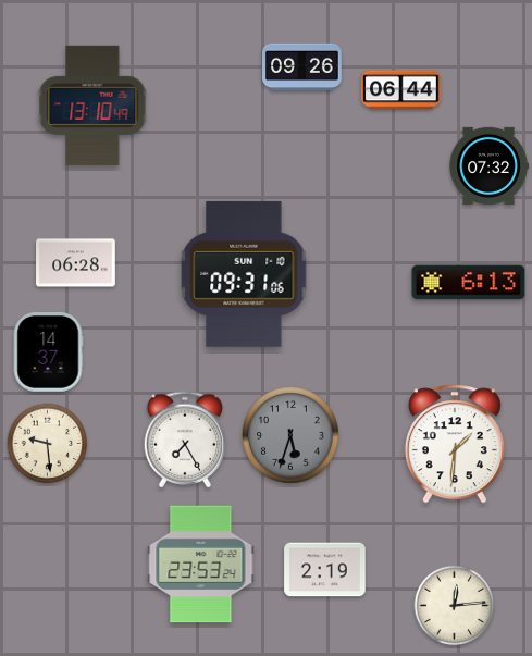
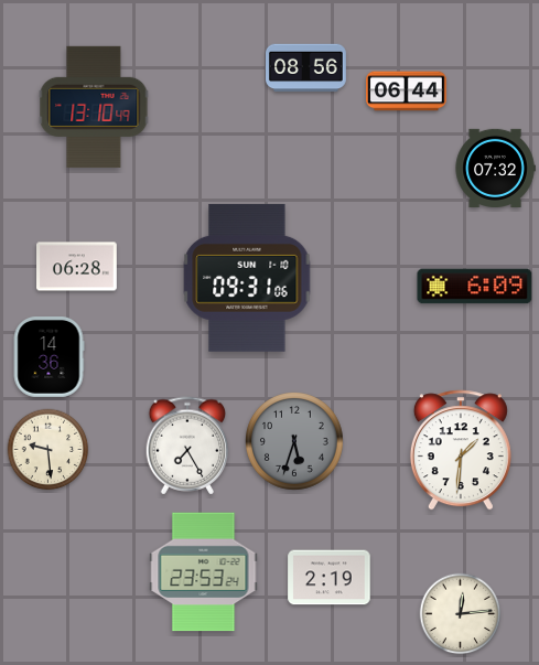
clock at (302, 67): 09:26 -> 08:56
clock at (469, 283): 6:13 -> 6:09
clock at (48, 352): 14:37 -> 14:36
